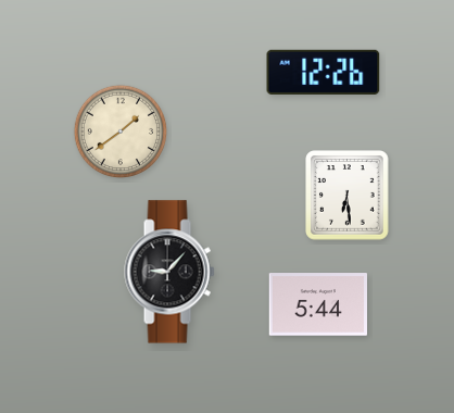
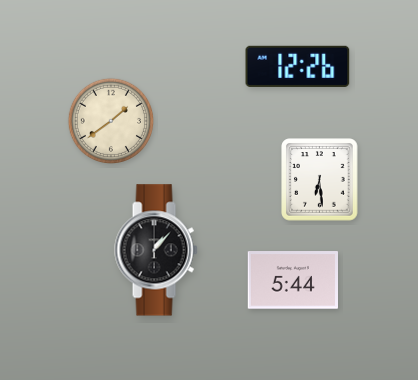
clock at (169, 272): 9:07 -> 1:07
